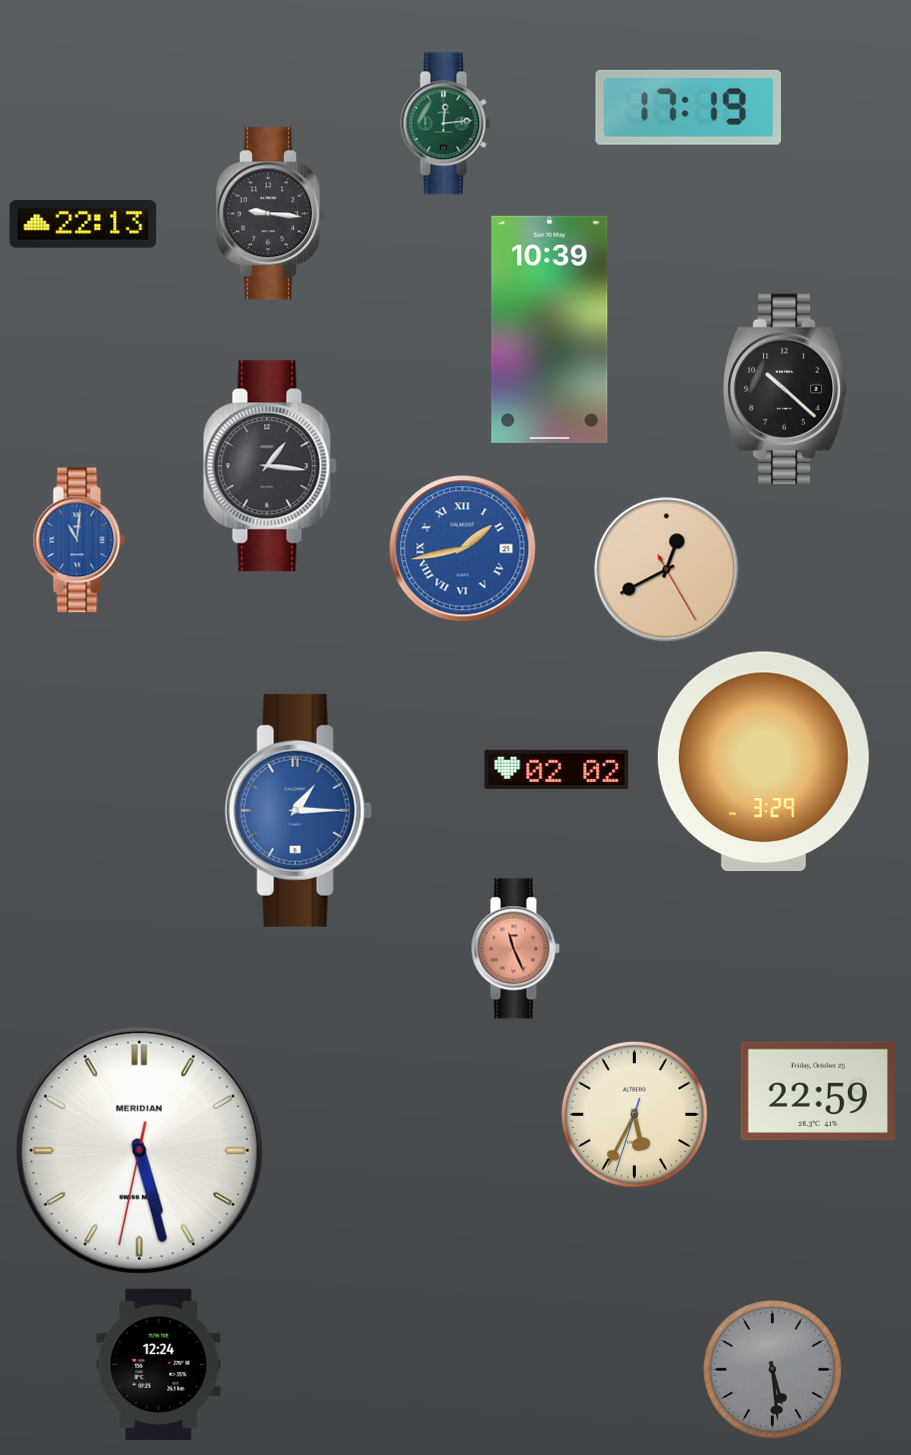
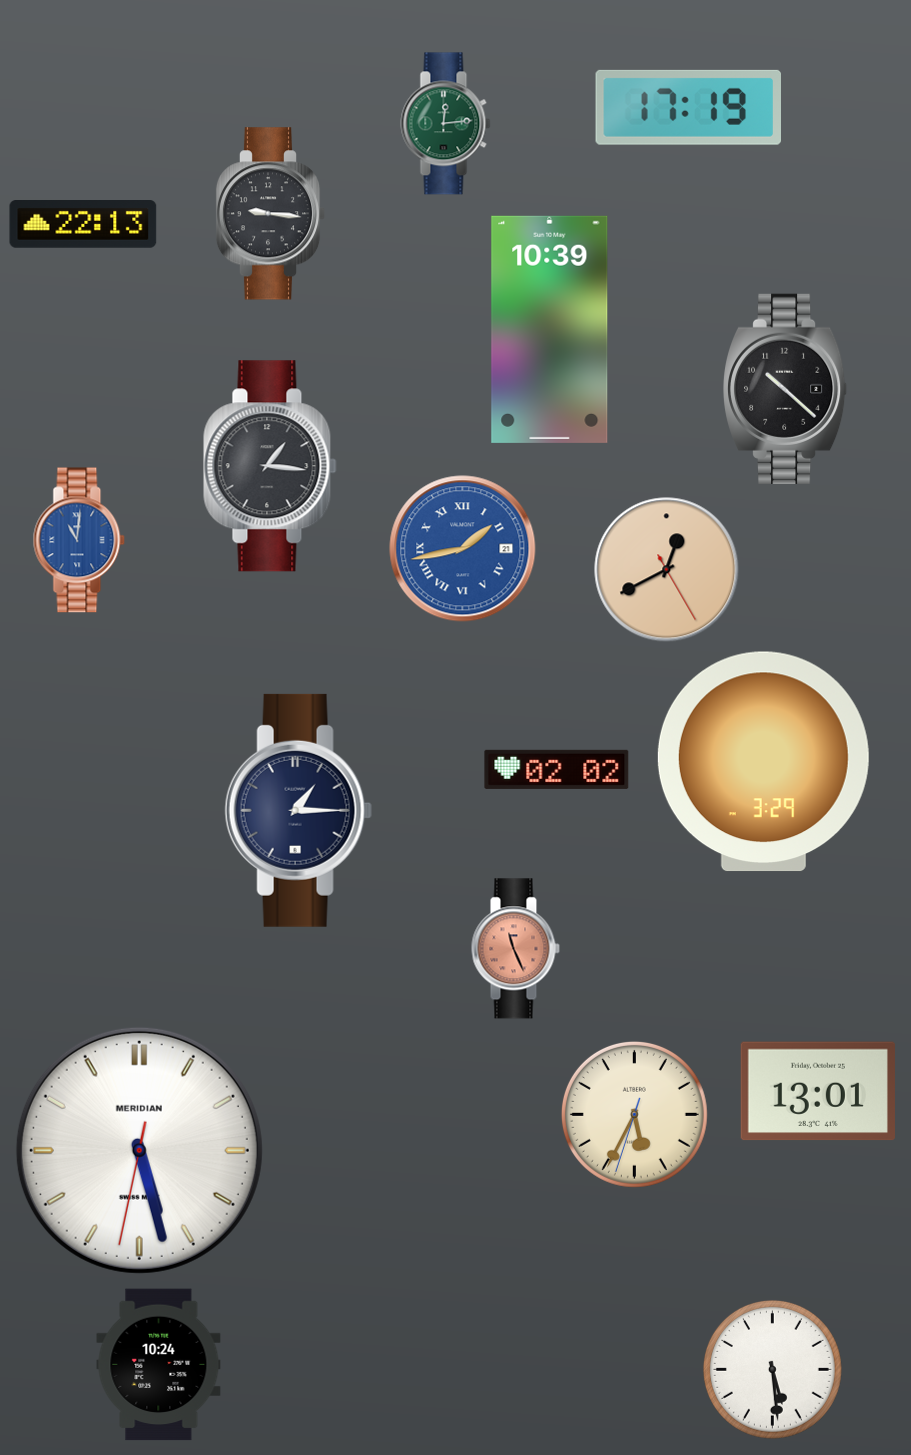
clock at (298, 810) dial: blue -> navy
clock at (818, 1091): 22:59 -> 13:01
clock at (159, 1365): 12:24 -> 10:24
clock at (772, 1369) dial: grey -> white
